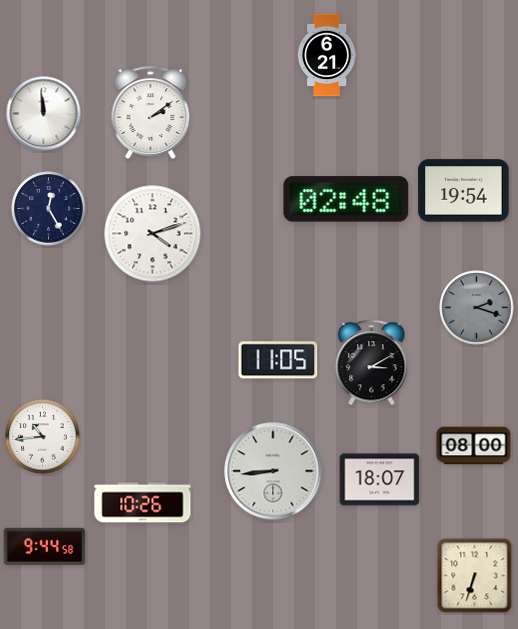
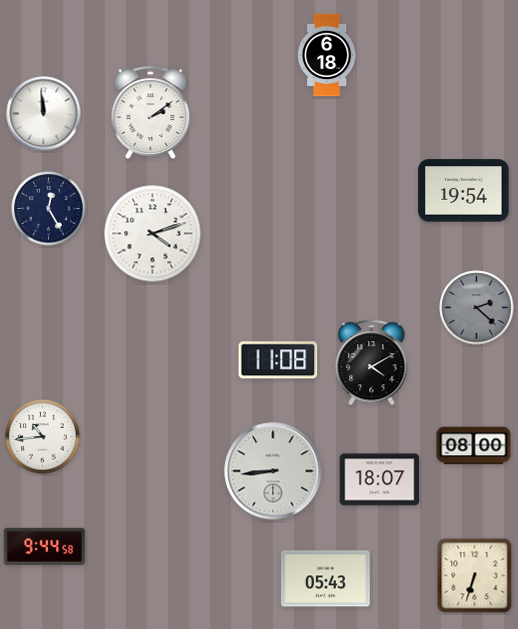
clock at (327, 55): 6:21 -> 6:18
clock at (346, 199): 02:48 -> none
clock at (477, 308): 2:18 -> 2:22
clock at (278, 360): 11:05 -> 11:08
clock at (372, 363): 3:10 -> 4:10
clock at (143, 503): 10:26 -> none
clock at (326, 579): none -> 05:43
